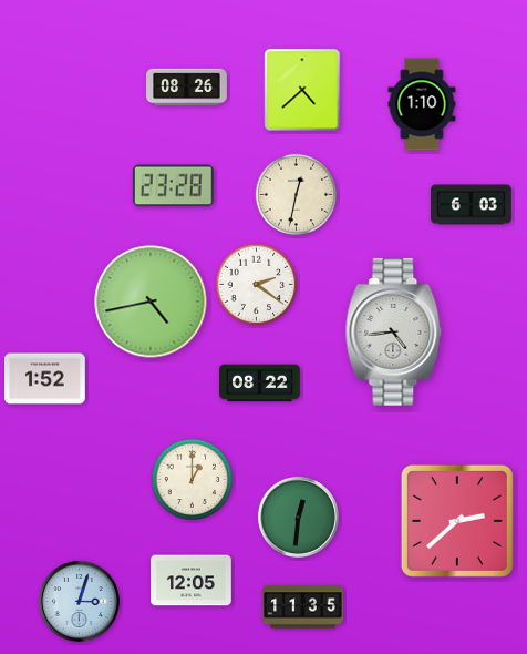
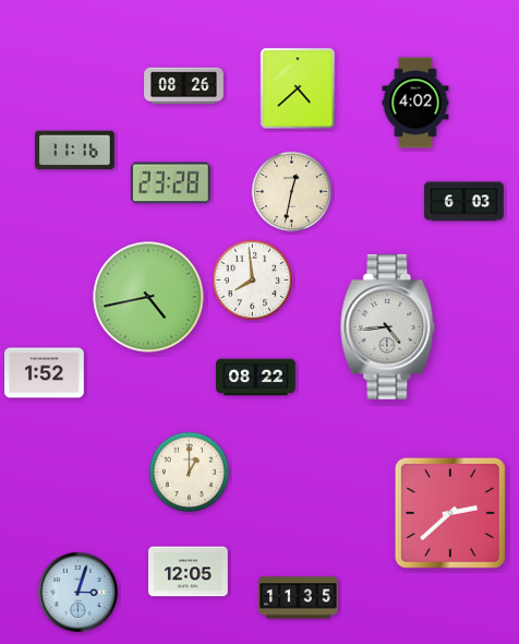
clock at (422, 104): 1:10 -> 4:02
clock at (75, 151): none -> 11:16
clock at (257, 285): 2:21 -> 7:59
clock at (298, 517): 12:31 -> none
